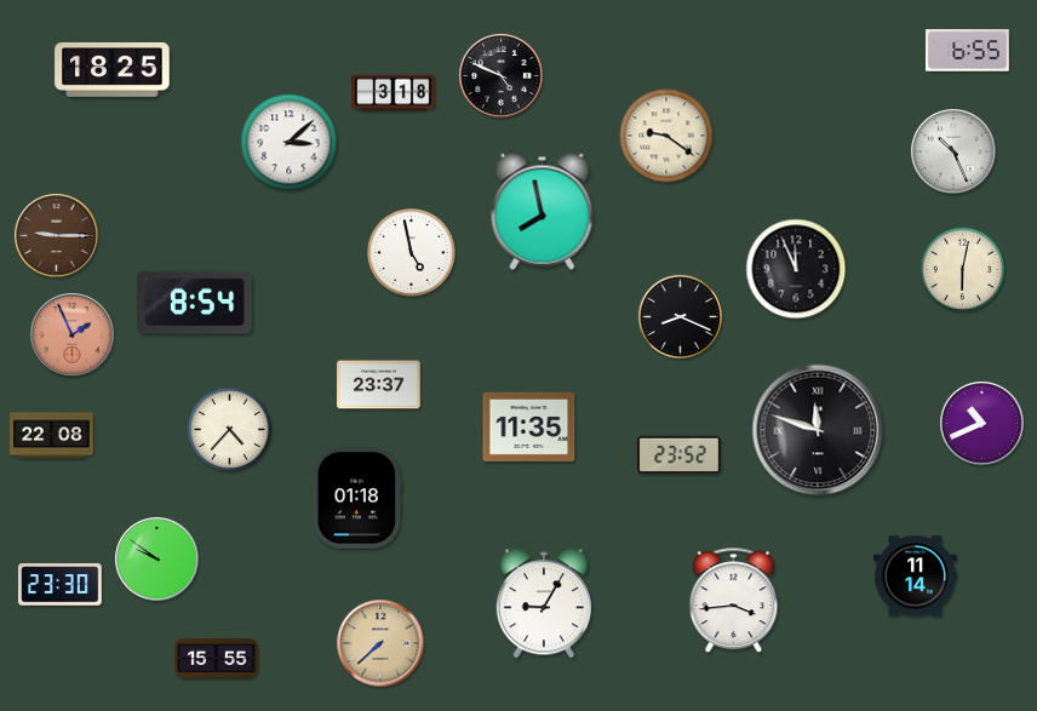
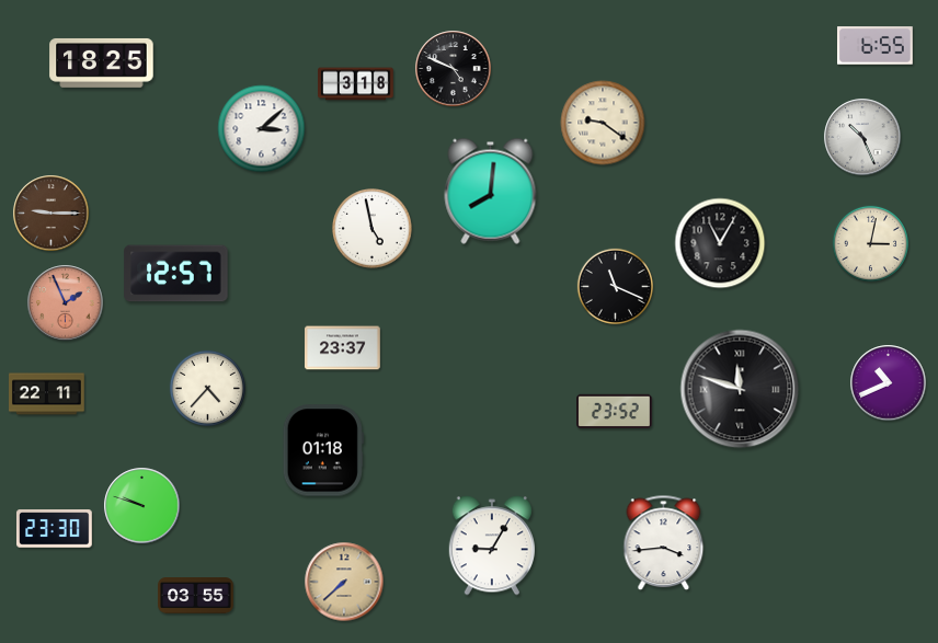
clock at (543, 211): 7:58 -> 8:01
clock at (796, 269): 11:56 -> 11:05
clock at (962, 269): 6:02 -> 3:02
clock at (195, 303): 8:54 -> 12:57
clock at (680, 316): 8:19 -> 11:19
clock at (529, 426): 11:35 -> none
clock at (52, 436): 22:08 -> 22:11
clock at (157, 560): 9:51 -> 9:48
clock at (916, 577): 11:14 -> none
clock at (217, 659): 15:55 -> 03:55
